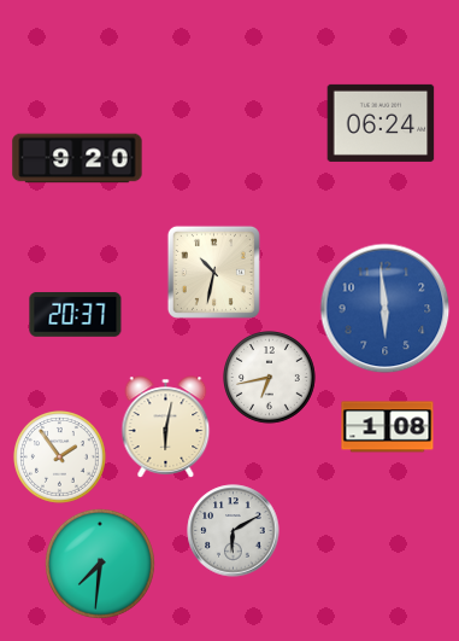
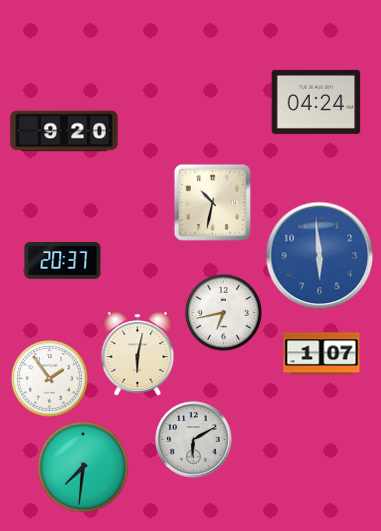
clock at (381, 123): 06:24 -> 04:24
clock at (213, 272) position: (213, 272) -> (212, 202)
clock at (388, 427): 1:08 -> 1:07
